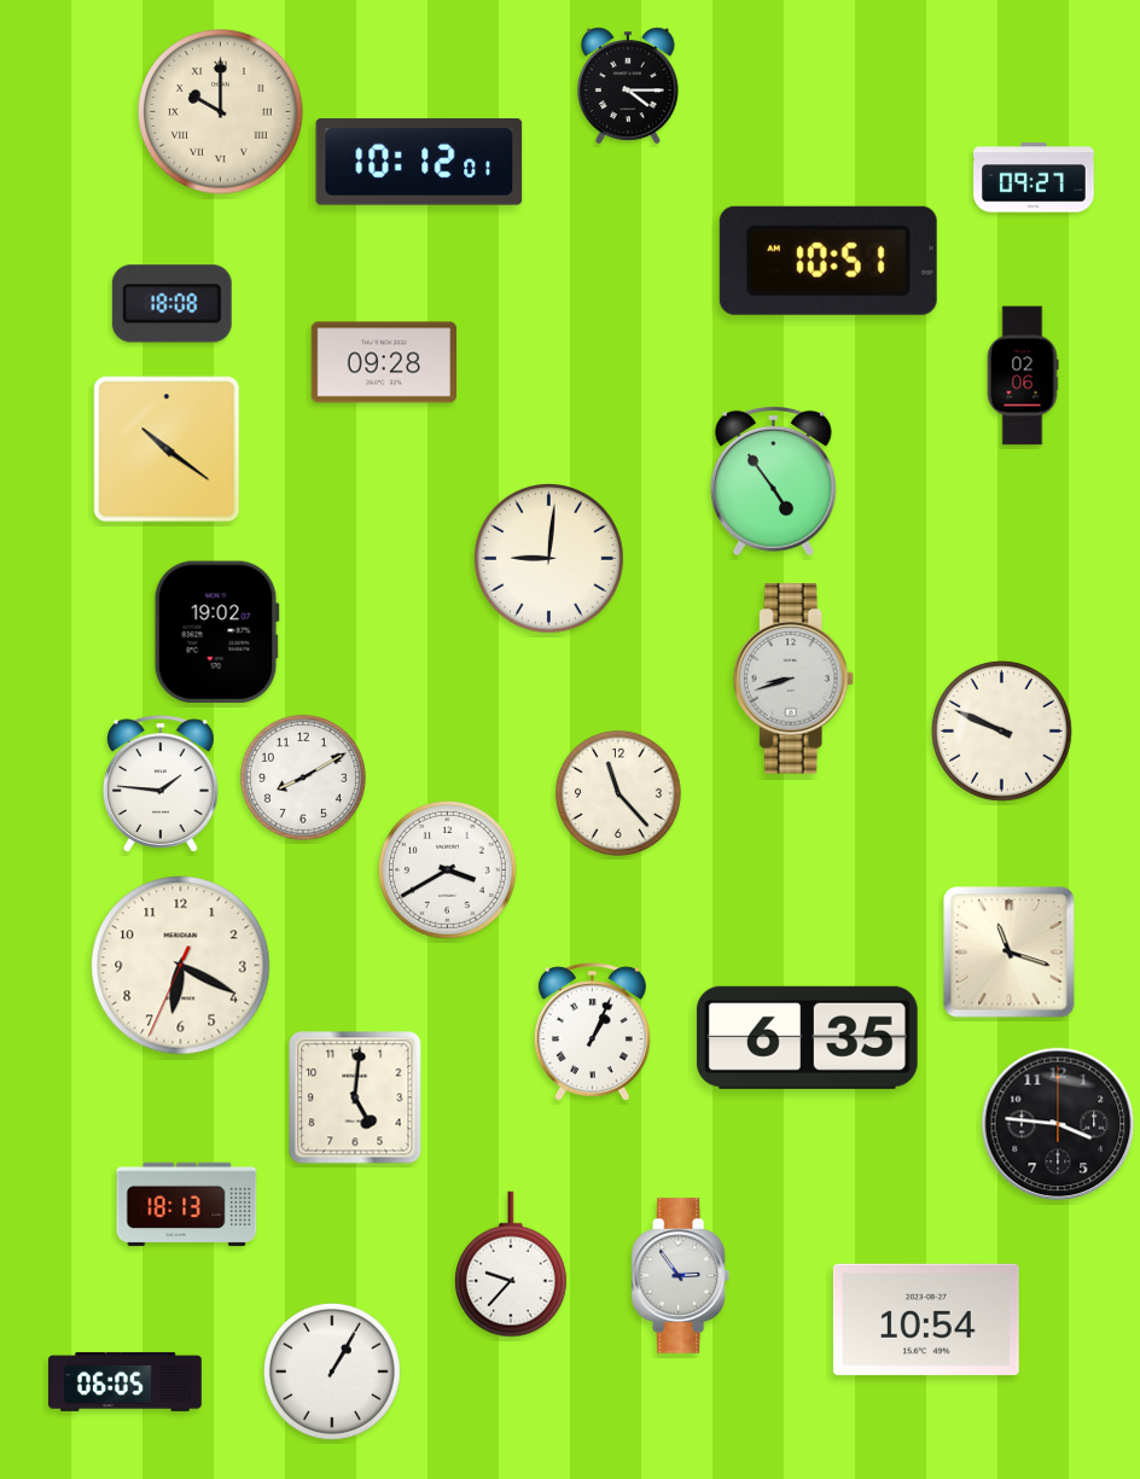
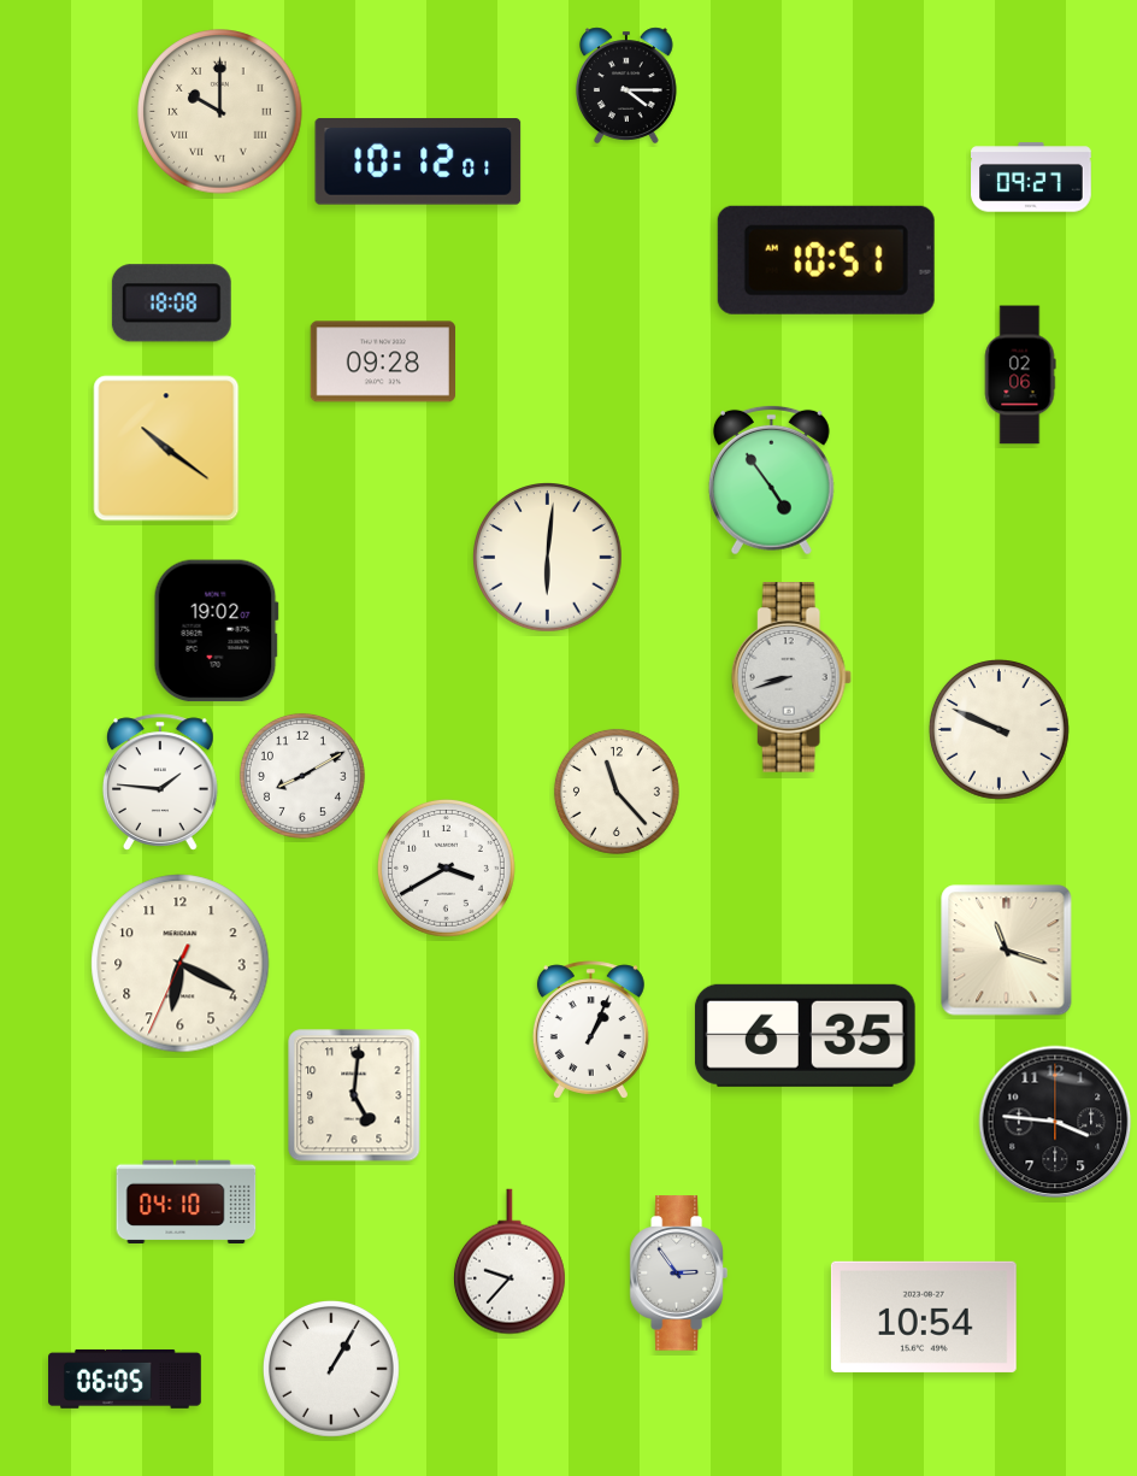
clock at (549, 559): 9:01 -> 6:01
clock at (187, 1205): 18:13 -> 04:10
